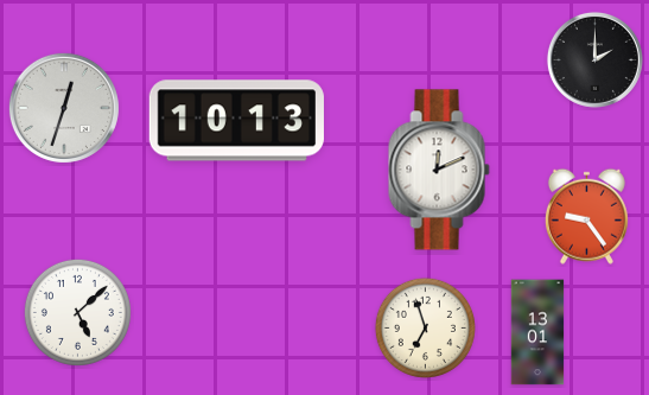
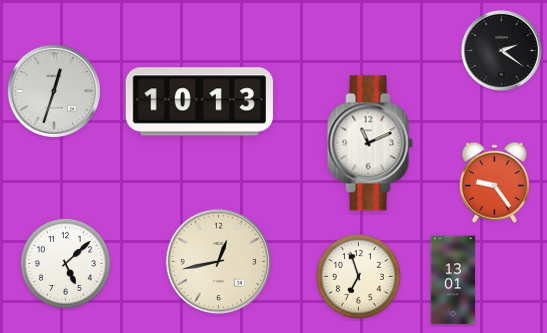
clock at (594, 59): 2:00 -> 2:21
clock at (439, 170): 12:11 -> 11:11
clock at (218, 261): none -> 12:43
